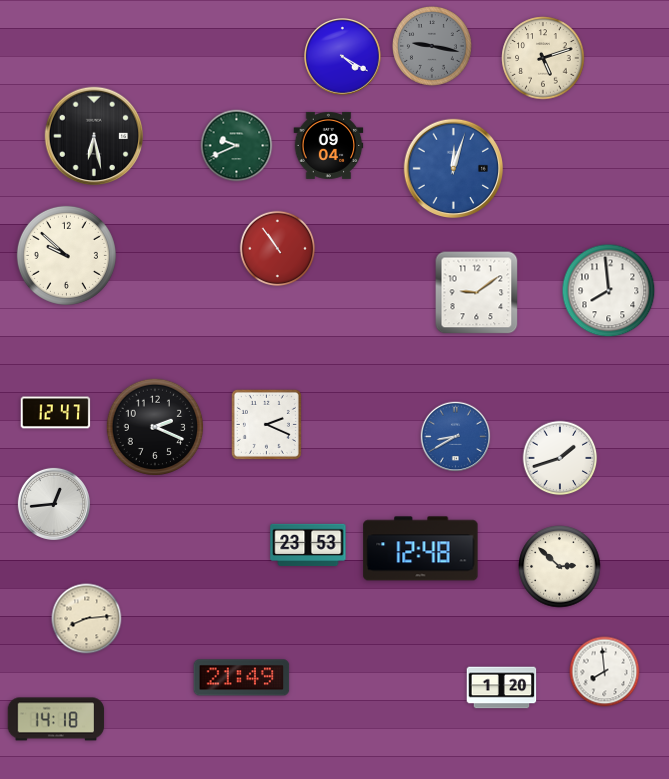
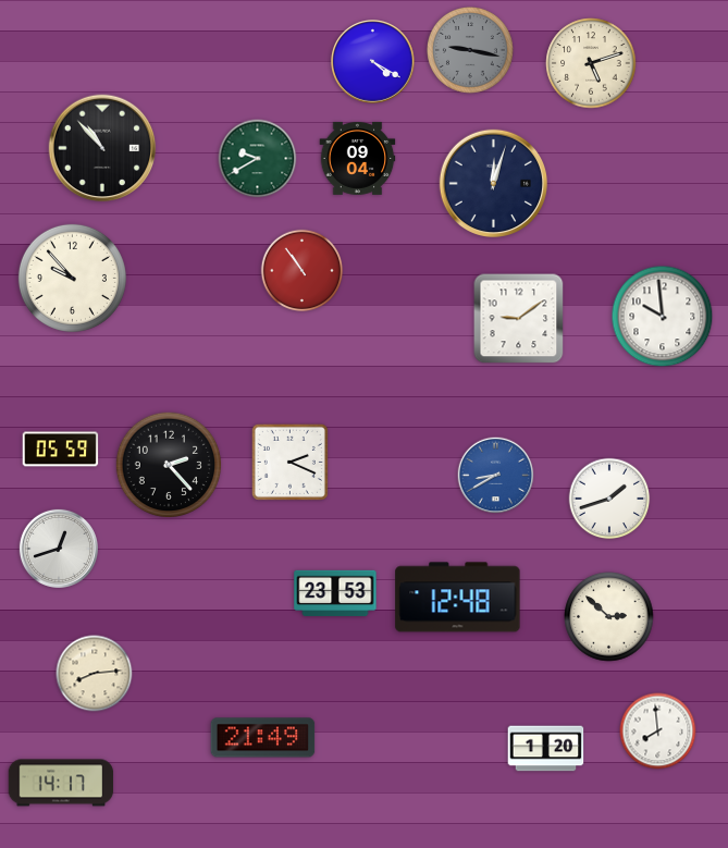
clock at (94, 136): 6:28 -> 10:53
clock at (237, 146): 9:41 -> 9:40
clock at (453, 168) dial: blue -> navy
clock at (66, 255): 9:52 -> 9:53
clock at (609, 291): 7:59 -> 9:59
clock at (56, 413): 12:47 -> 05:59
clock at (155, 427): 2:19 -> 2:23
clock at (54, 504): 12:44 -> 12:42
clock at (56, 719): 14:18 -> 14:17
